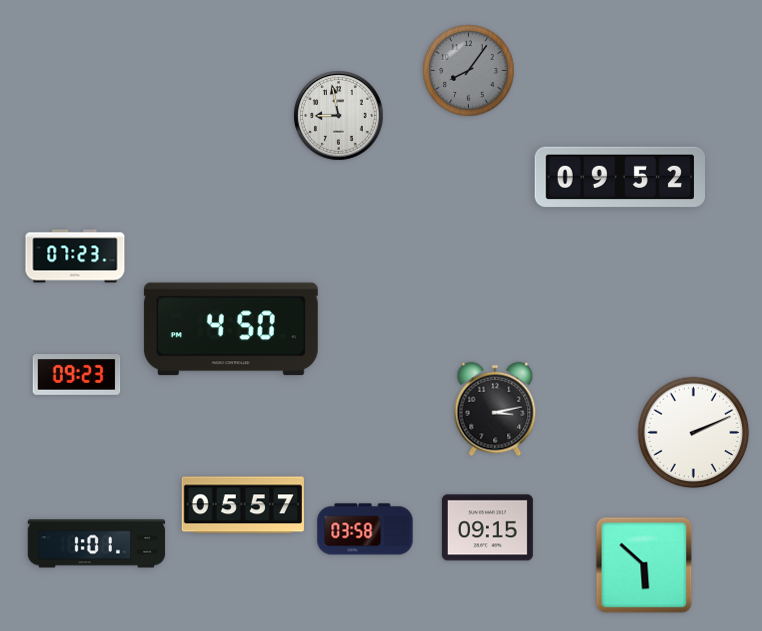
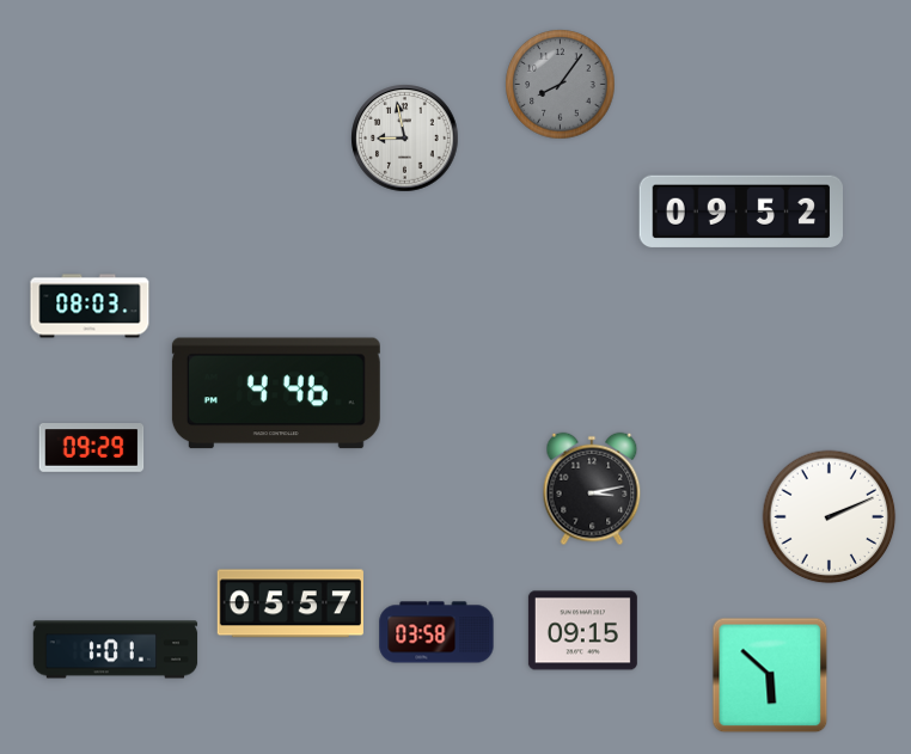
clock at (75, 256): 07:23 -> 08:03
clock at (231, 329): 4:50 -> 4:46
clock at (77, 375): 09:23 -> 09:29
